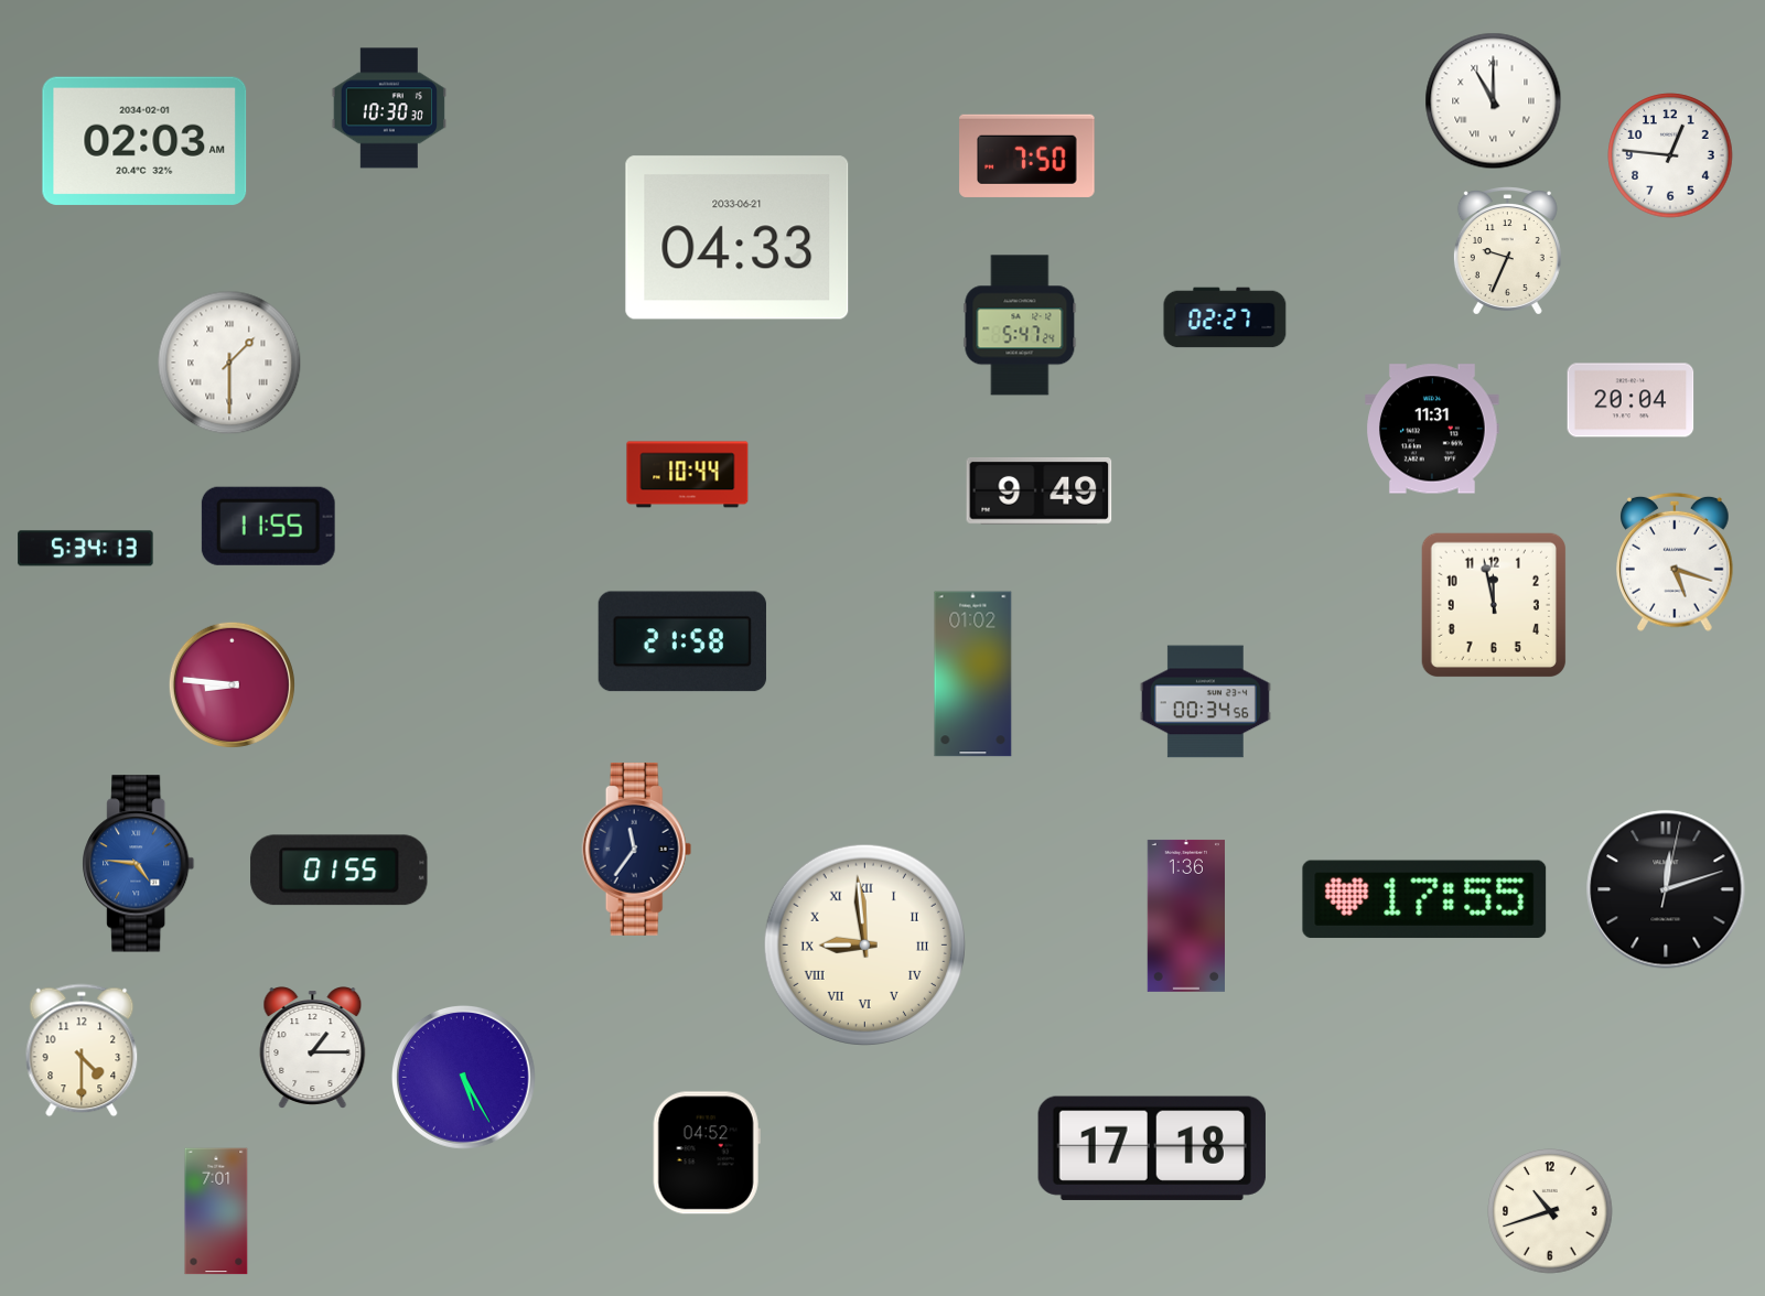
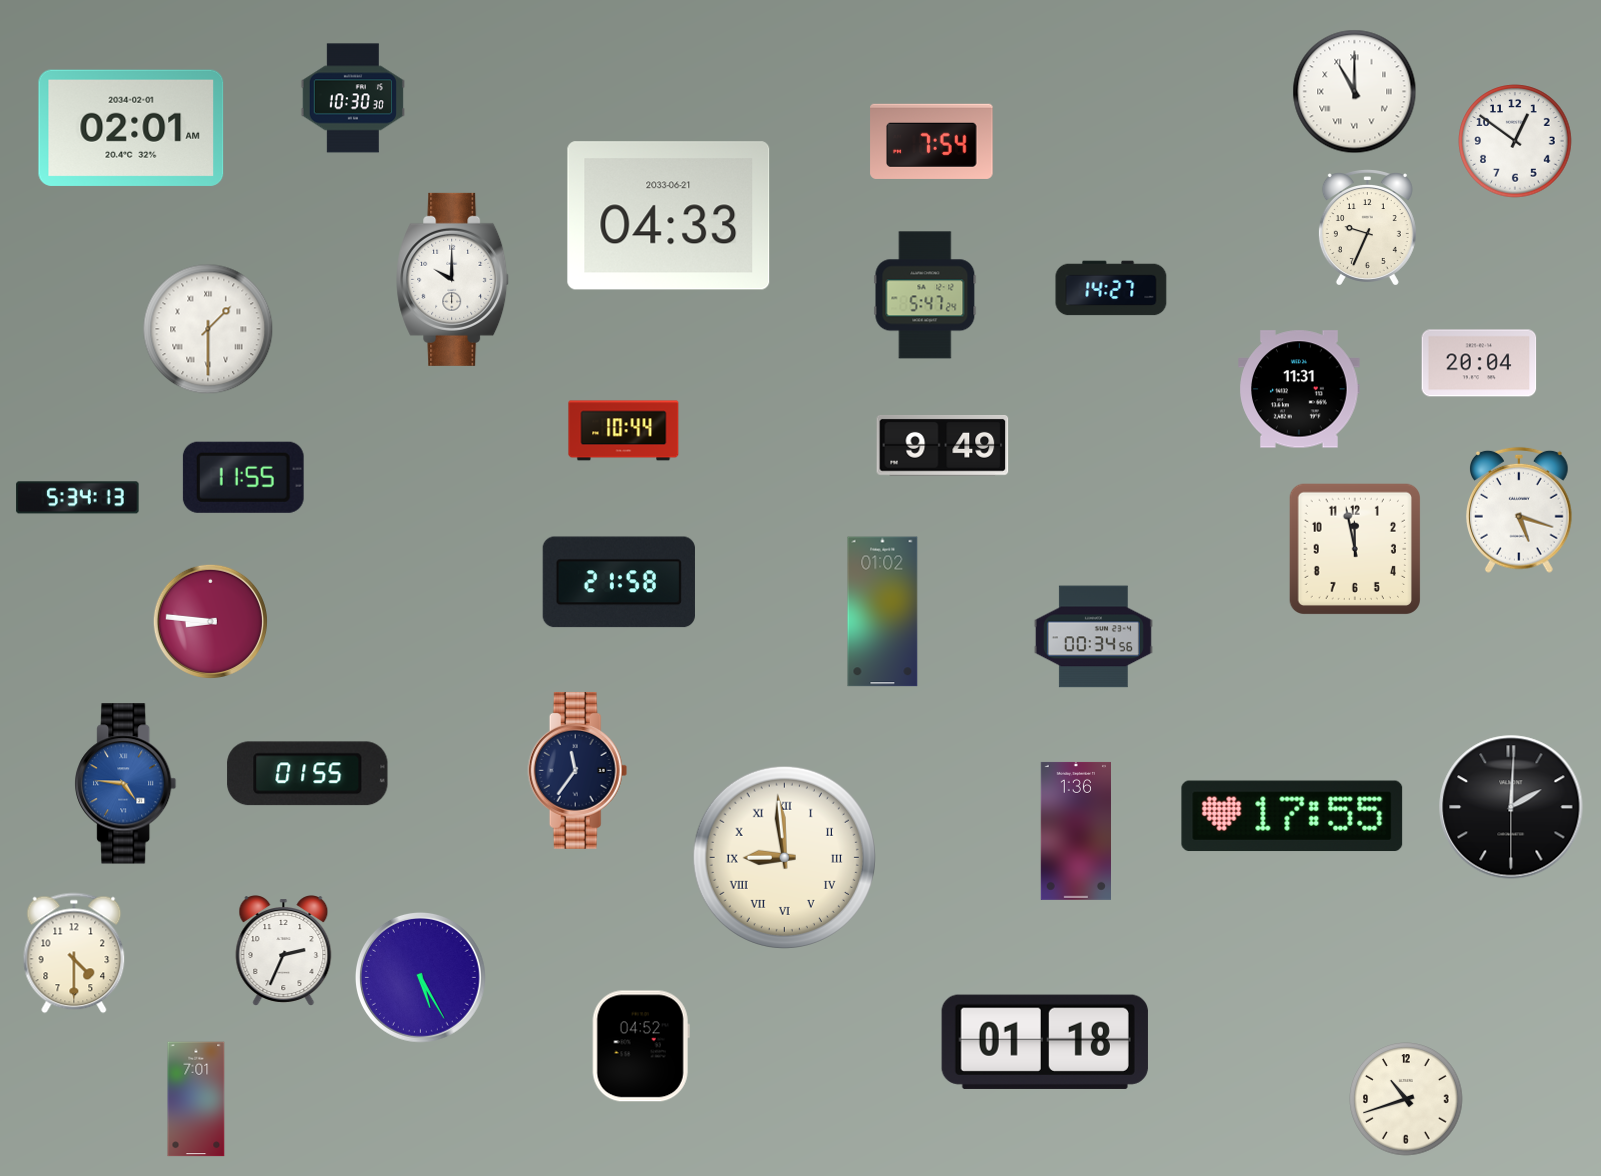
clock at (144, 141): 02:03 -> 02:01
clock at (1027, 155): 7:50 -> 7:54
clock at (1670, 155): 12:46 -> 12:51
clock at (453, 279): none -> 10:00
clock at (1225, 317): 02:27 -> 14:27
clock at (340, 871) position: (340, 871) -> (308, 774)
clock at (1666, 889): 12:12 -> 2:00
clock at (313, 1048): 1:15 -> 2:34
clock at (1152, 1148): 17:18 -> 01:18
